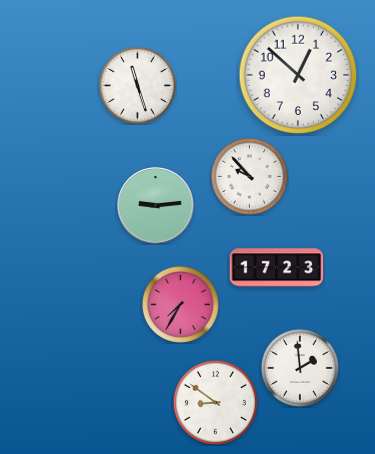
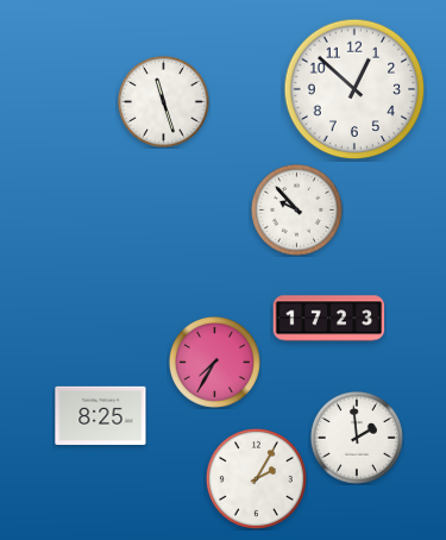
clock at (156, 206): 9:14 -> none
clock at (101, 415): none -> 8:25
clock at (215, 402): 8:51 -> 2:05
